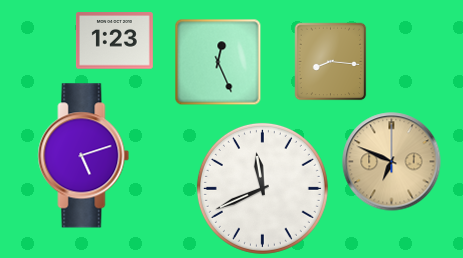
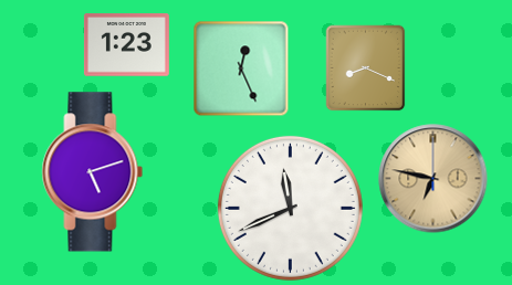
clock at (331, 61): 8:16 -> 8:19
clock at (392, 162): 6:49 -> 6:47
